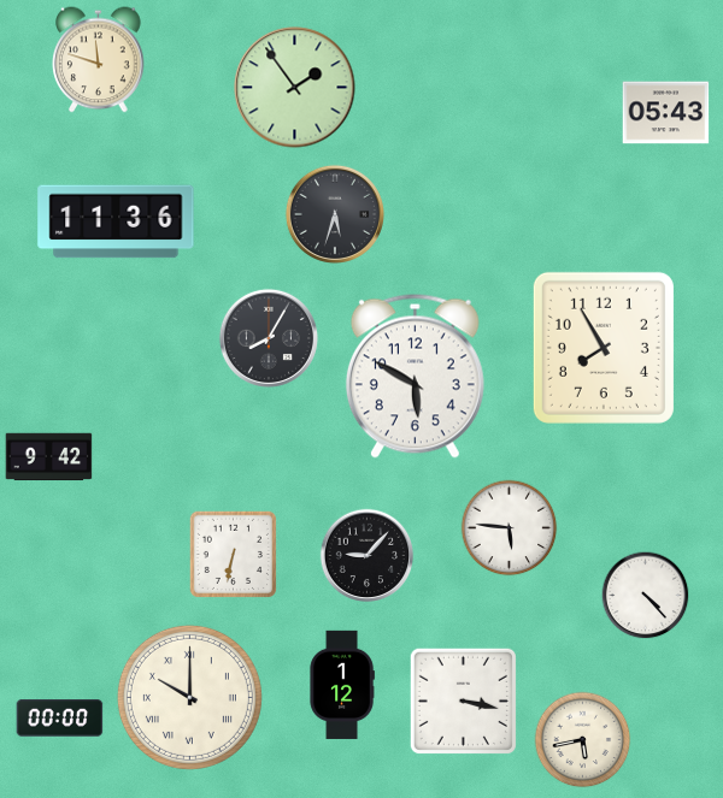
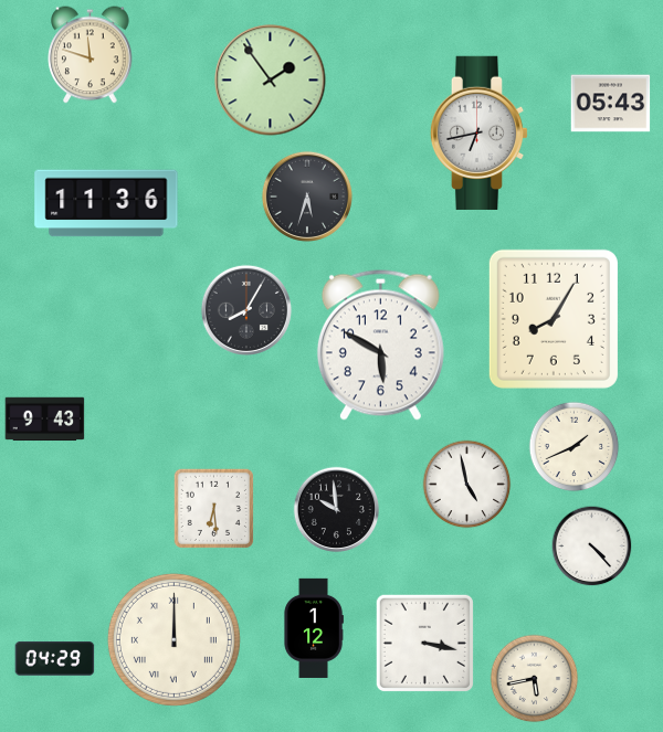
clock at (480, 132): none -> 6:43
clock at (604, 348): 7:55 -> 8:05
clock at (49, 457): 9:42 -> 9:43
clock at (575, 447): none -> 1:41
clock at (510, 528): 5:46 -> 4:58
clock at (233, 554): 6:32 -> 6:29
clock at (368, 556): 9:07 -> 9:59
clock at (189, 697): 10:00 -> 12:00
clock at (60, 719): 00:00 -> 04:29
